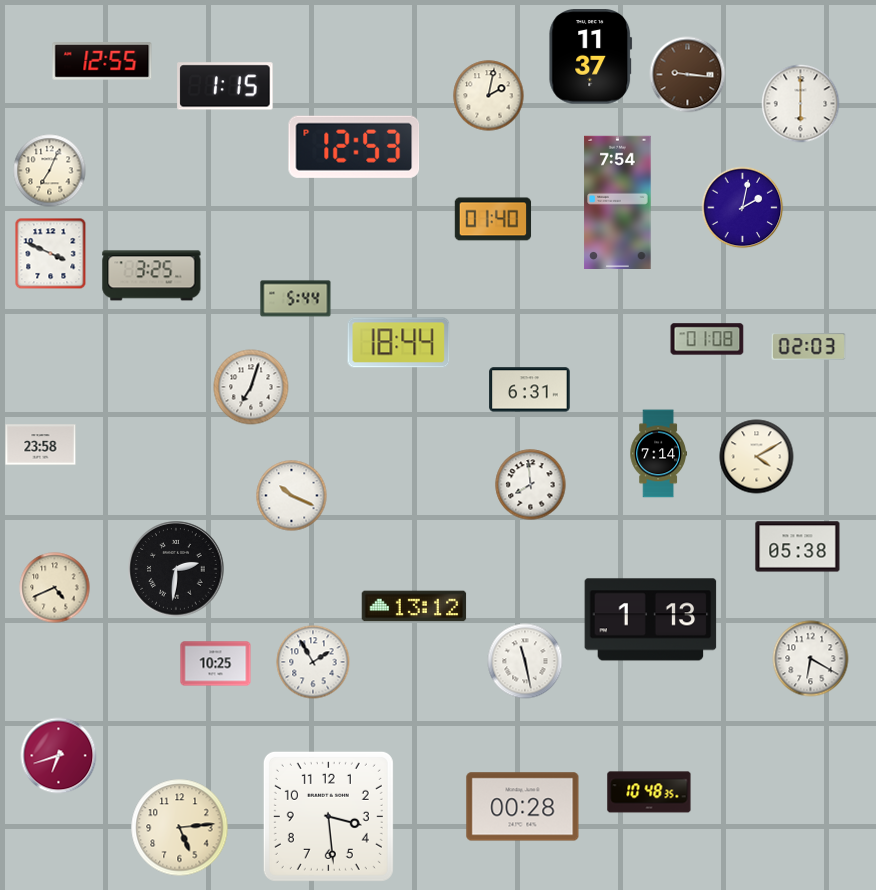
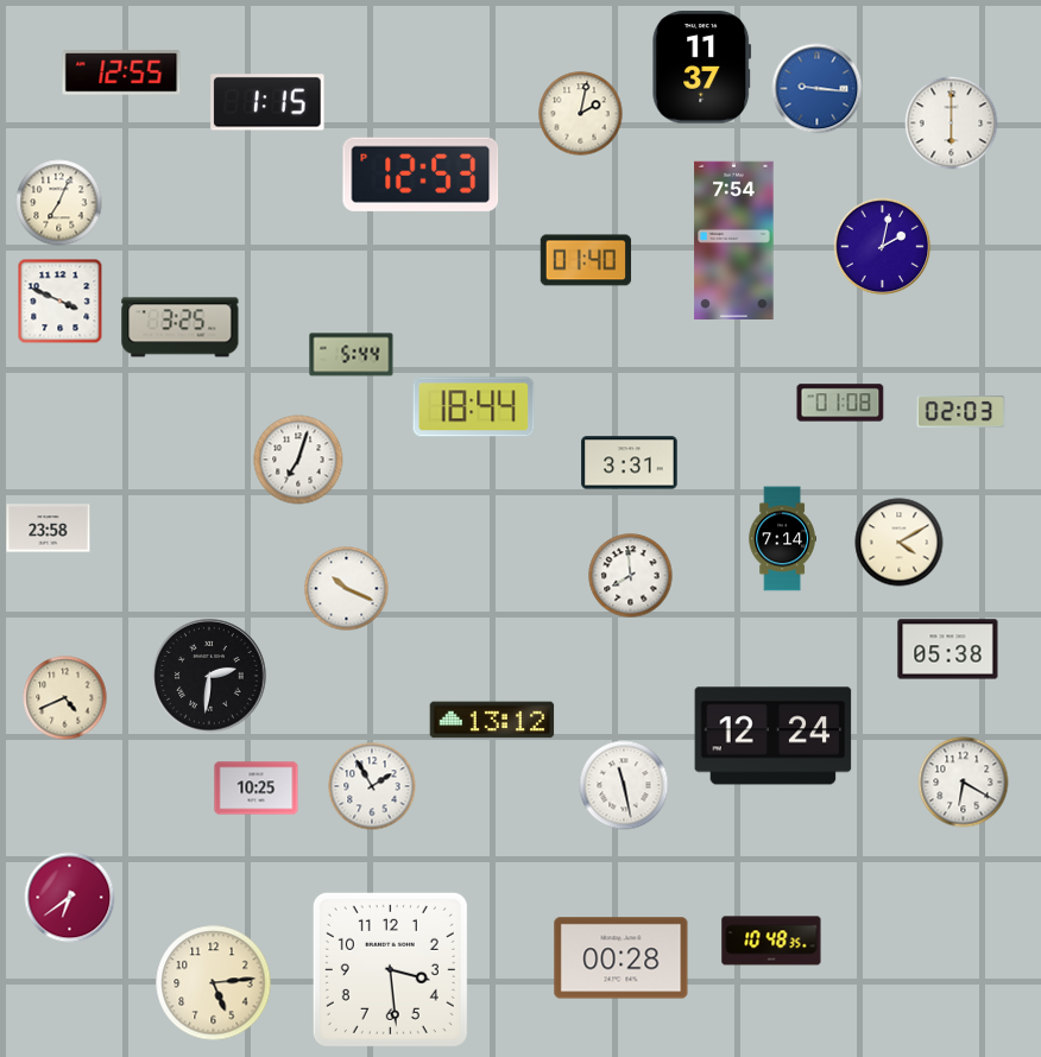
clock at (688, 75) dial: brown -> blue
clock at (530, 390): 6:31 -> 3:31
clock at (651, 620): 1:13 -> 12:24
clock at (59, 756): 6:42 -> 6:39
